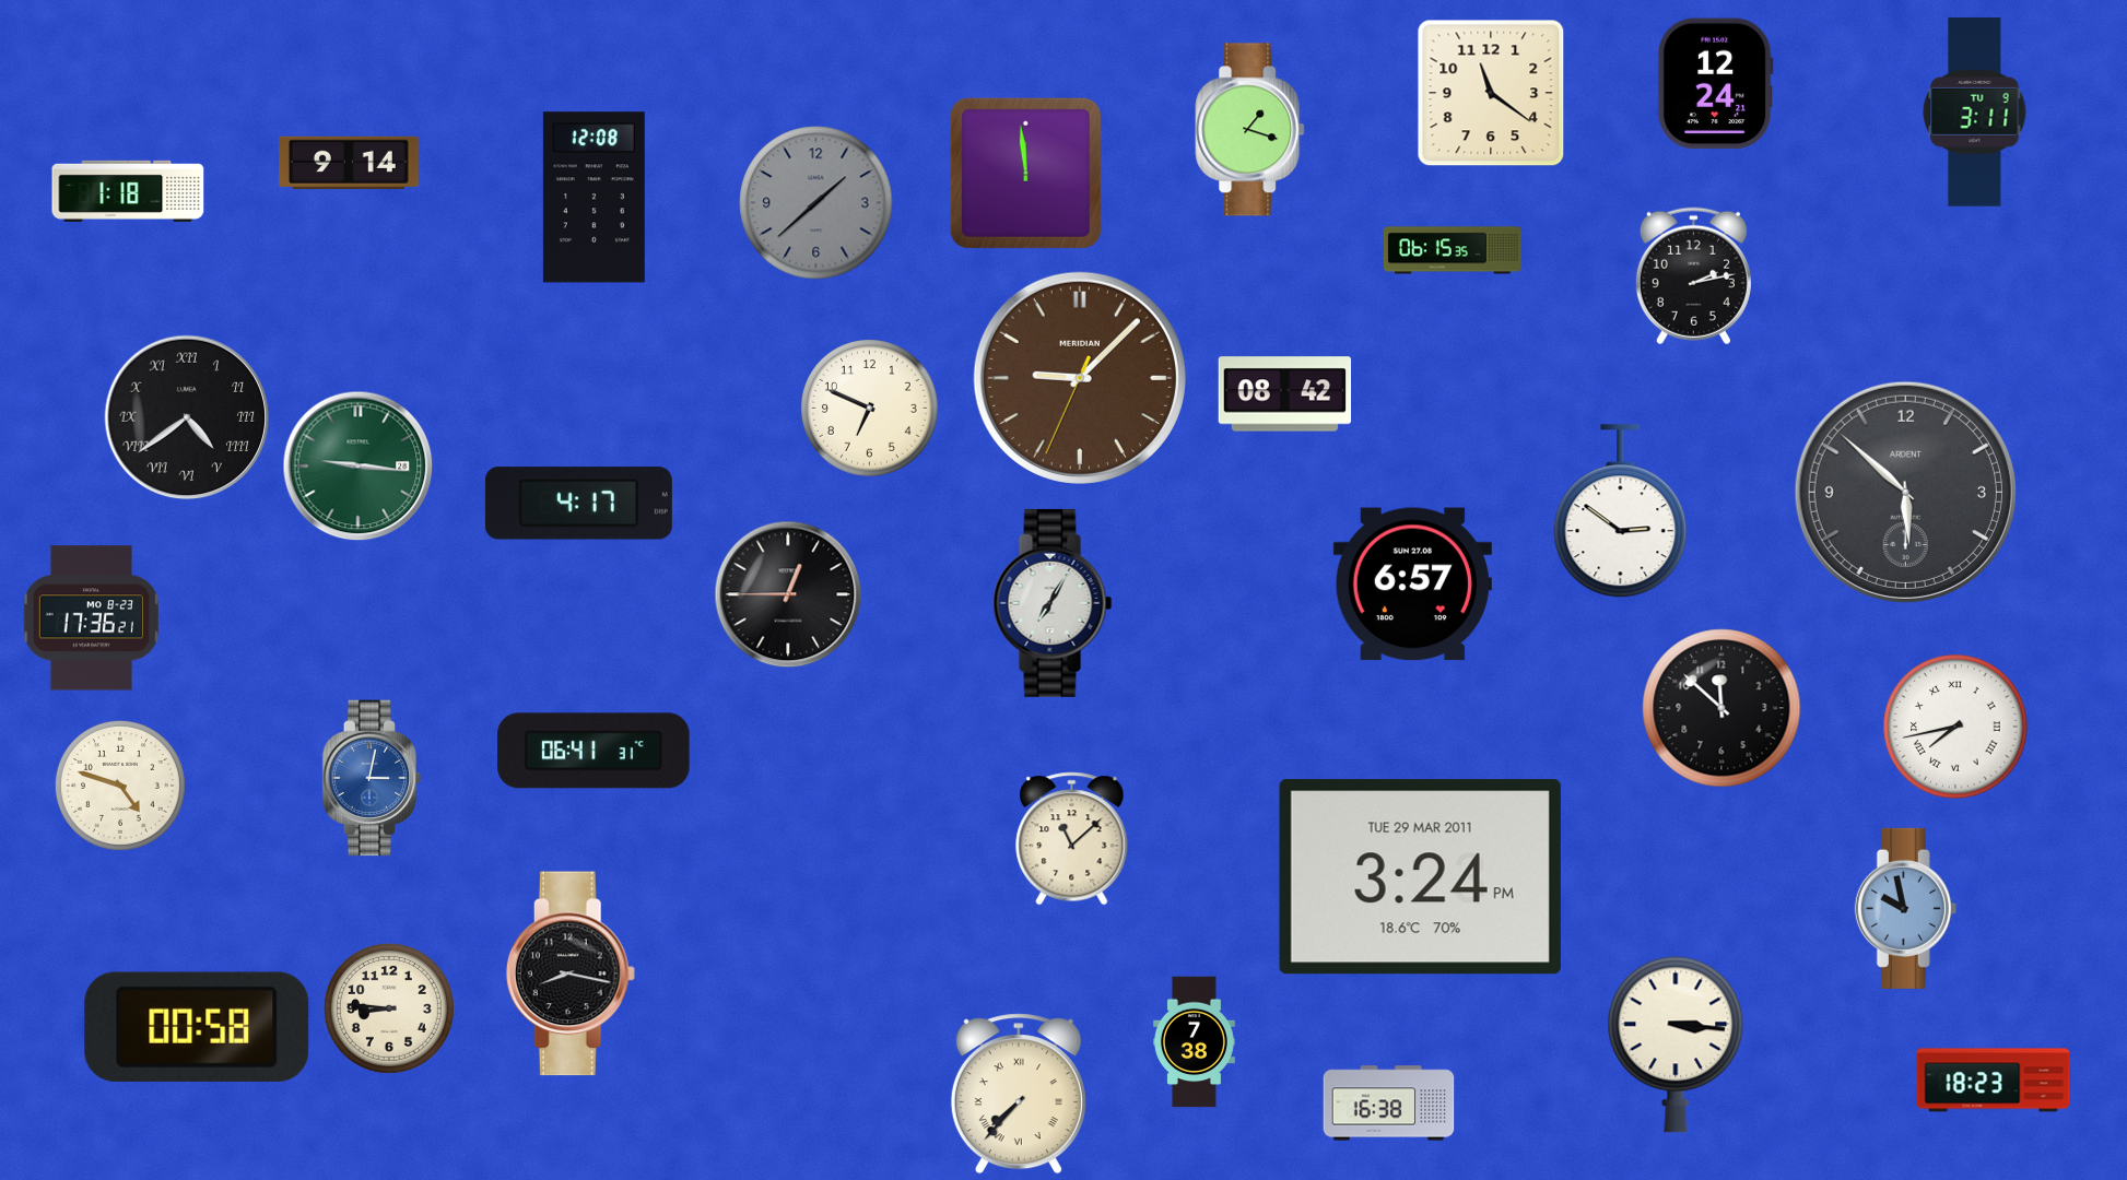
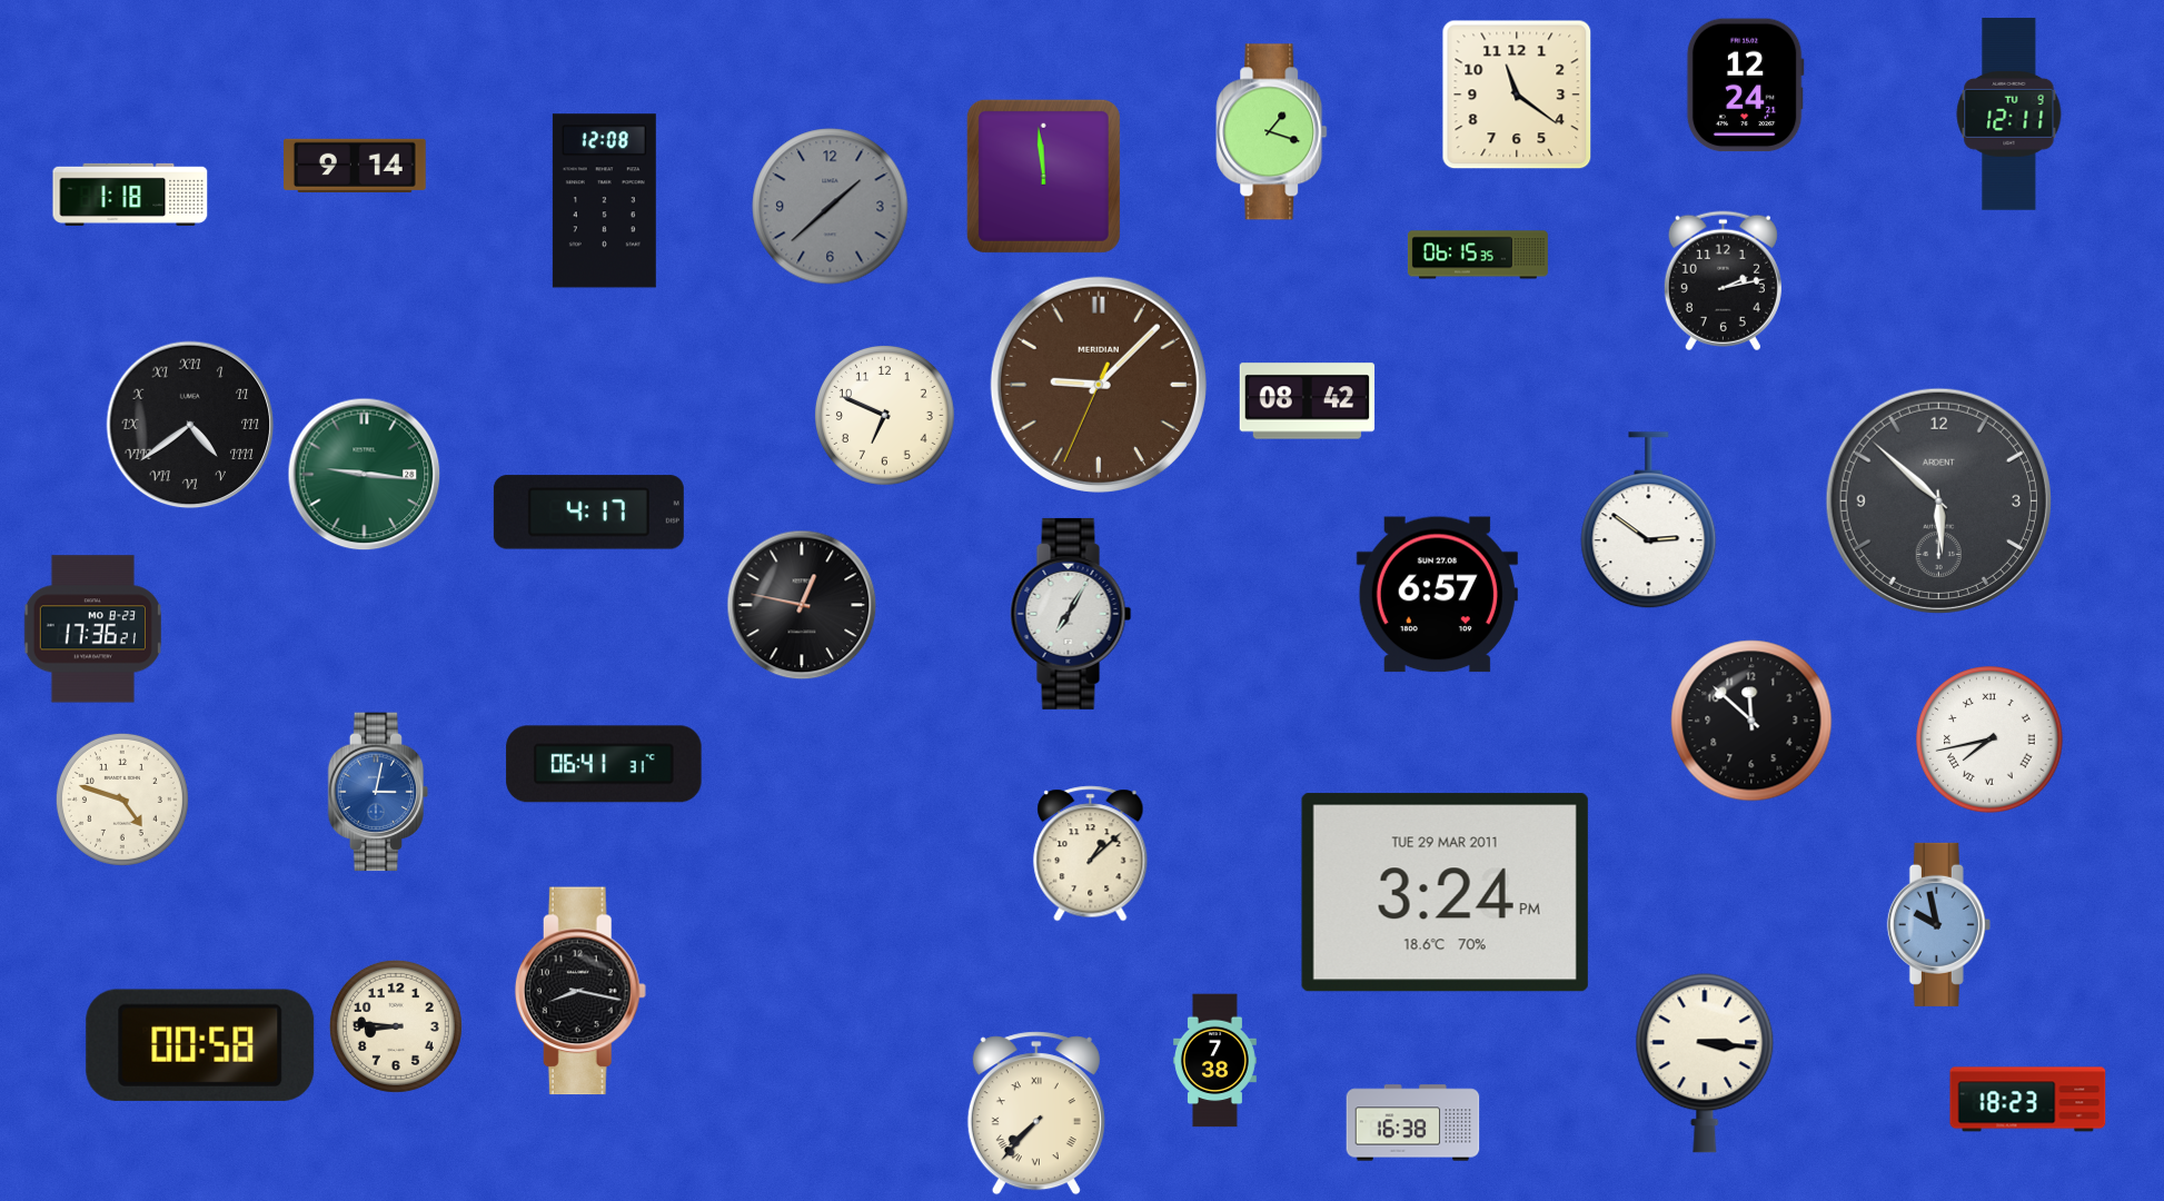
clock at (1975, 111): 3:11 -> 12:11
clock at (788, 594): 12:45 -> 12:47
clock at (1072, 839): 11:08 -> 1:08
